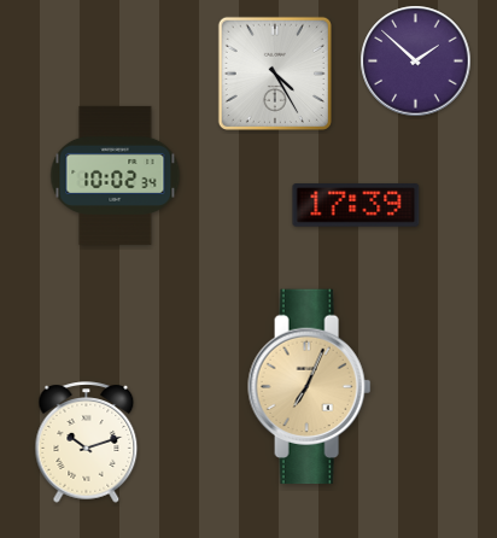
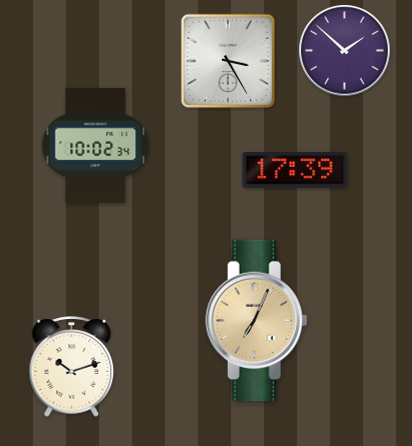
clock at (275, 74): 4:25 -> 3:25
